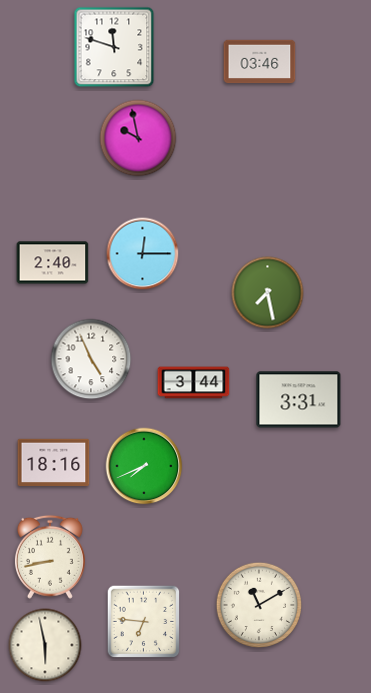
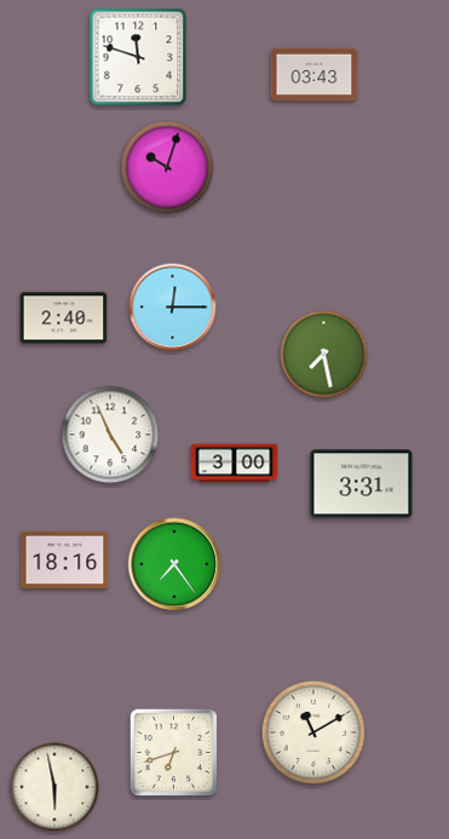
clock at (260, 62): 03:46 -> 03:43
clock at (138, 138): 9:58 -> 10:03
clock at (194, 383): 3:44 -> 3:00
clock at (144, 466): 7:41 -> 7:24
clock at (50, 557): 8:43 -> none
clock at (144, 622): 6:46 -> 6:42
clock at (45, 645) position: (45, 645) -> (54, 787)
